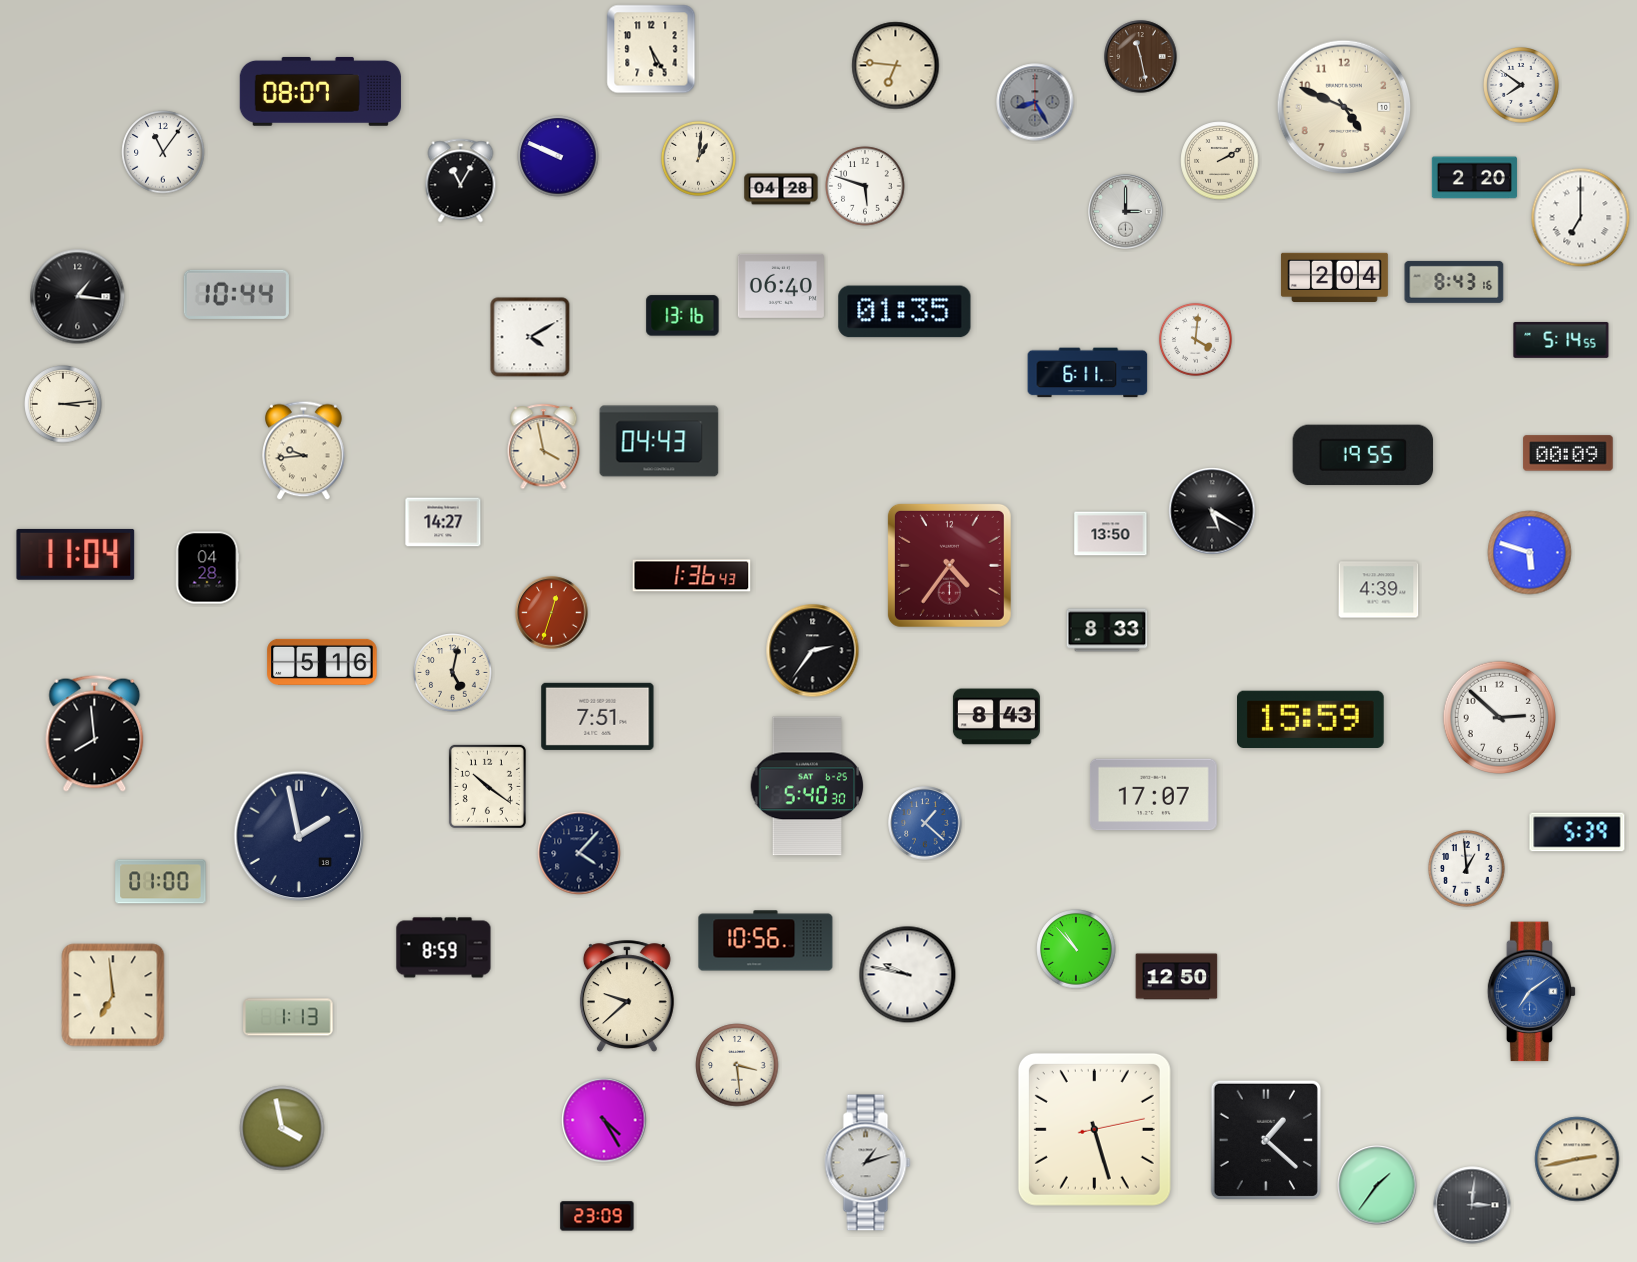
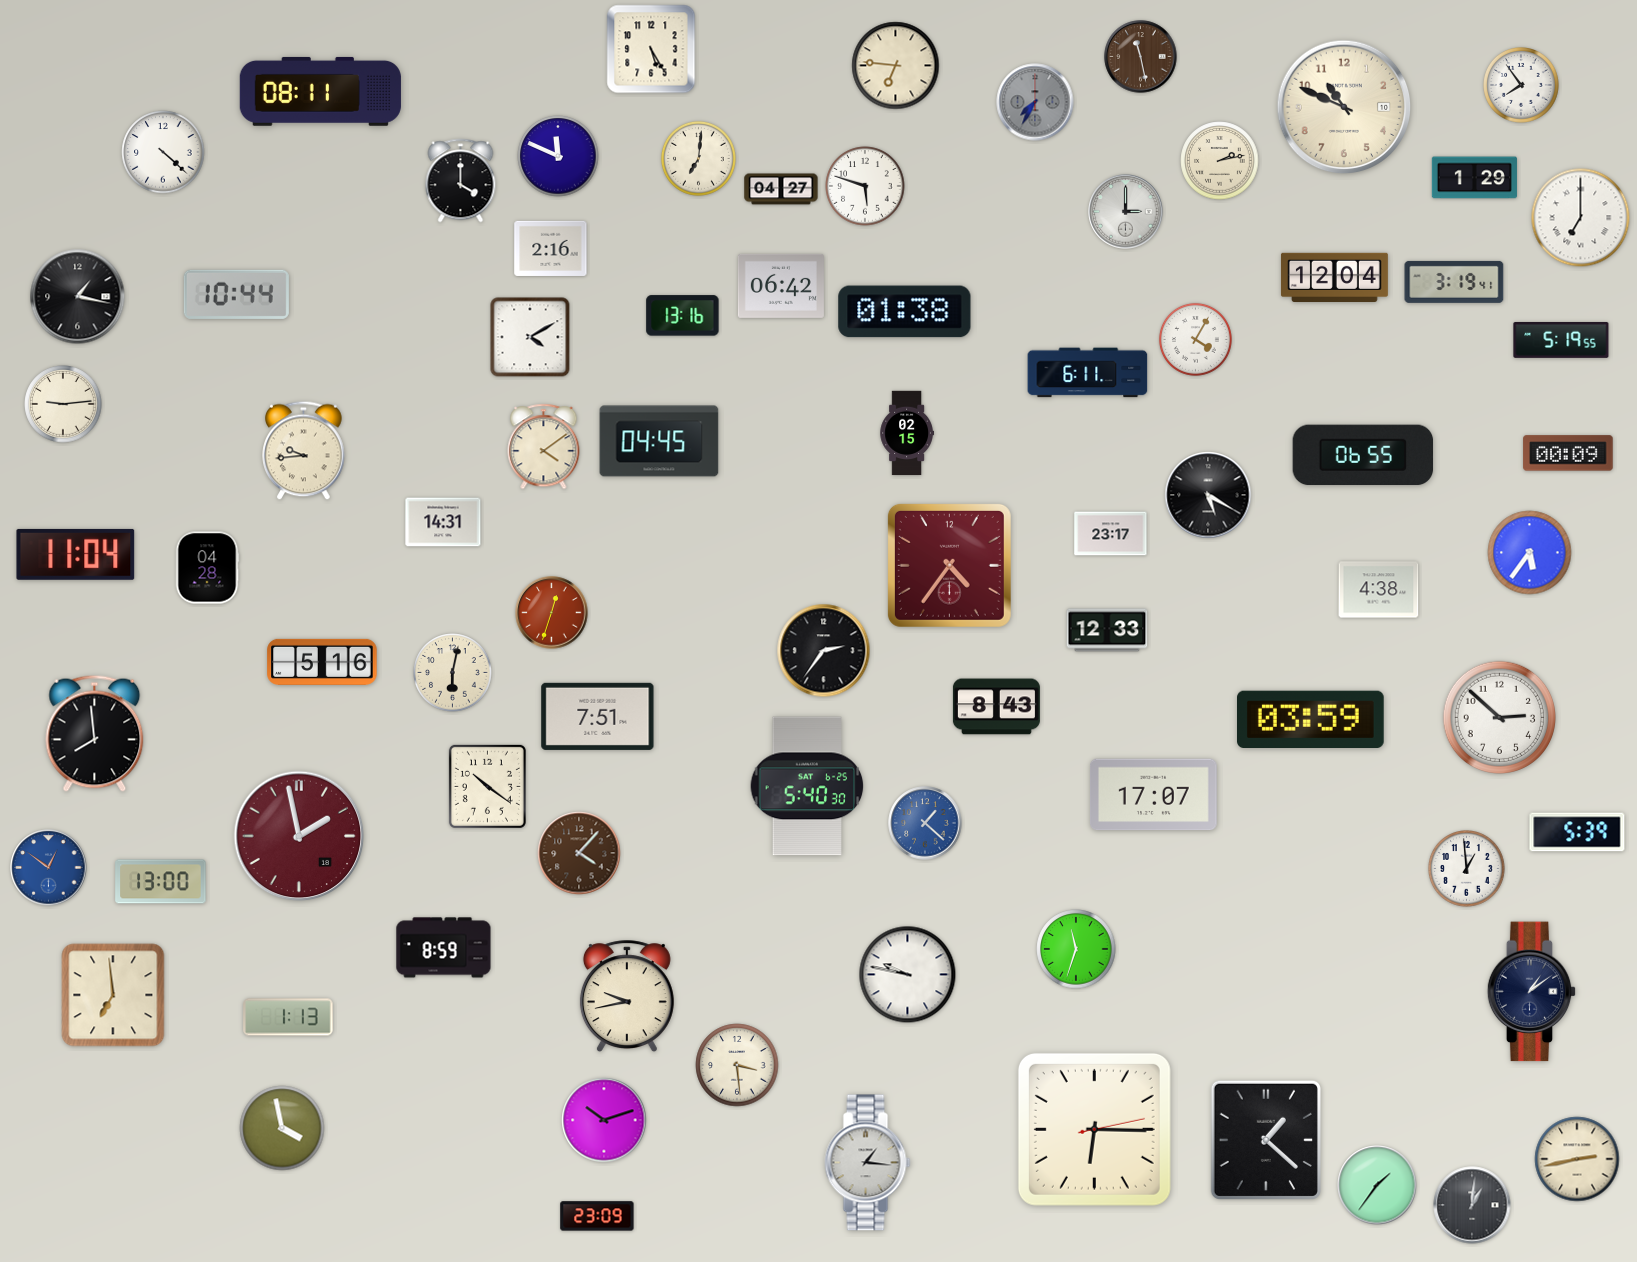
clock at (1522, 86): 7:51 -> 7:54
clock at (320, 91): 08:07 -> 08:11
clock at (1035, 102): 8:25 -> 7:35
clock at (1344, 107): 4:49 -> 10:49
clock at (163, 152): 11:06 -> 4:22
clock at (558, 156): 9:49 -> 11:49
clock at (698, 158): 1:01 -> 7:01
clock at (1220, 161): 2:10 -> 2:13
clock at (1474, 178): 2:20 -> 1:29
clock at (461, 181): 11:05 -> 4:00
clock at (781, 189): 04:28 -> 04:27
clock at (551, 248): none -> 2:16
clock at (1334, 277): 2:04 -> 12:04
clock at (1454, 282): 8:43 -> 3:19
clock at (781, 286): 06:40 -> 06:42
clock at (78, 297): 1:16 -> 1:17
clock at (905, 312): 01:35 -> 01:38
clock at (1195, 339): 4:01 -> 4:05
clock at (1561, 340): 5:14 -> 5:19
clock at (63, 404): 3:14 -> 9:14
clock at (906, 433): none -> 02:15
clock at (659, 441): 04:43 -> 04:45
clock at (544, 447): 3:58 -> 4:09
clock at (1363, 455): 19:55 -> 06:55
clock at (1212, 511) position: (1212, 511) -> (1208, 495)
clock at (443, 522): 14:27 -> 14:31
clock at (1111, 534): 13:50 -> 23:17
clock at (1530, 553): 5:48 -> 5:36
clock at (692, 576): 1:36 -> none
clock at (1379, 590): 4:39 -> 4:38
clock at (1107, 630): 8:33 -> 12:33
clock at (813, 651) position: (813, 651) -> (824, 651)
clock at (453, 673): 5:02 -> 6:02
clock at (996, 717) position: (996, 717) -> (996, 707)
clock at (1311, 719): 15:59 -> 03:59
clock at (299, 836) dial: navy -> burgundy
clock at (579, 853) dial: navy -> brown
clock at (49, 868): none -> 12:51
clock at (161, 882): 01:00 -> 13:00
clock at (766, 941): 10:56 -> none
clock at (1076, 949): 10:53 -> 11:33
clock at (1177, 977): 12:50 -> none
clock at (1532, 992): 7:09 -> 1:09
clock at (1532, 992) dial: blue -> navy
clock at (627, 997): 9:38 -> 9:43
clock at (604, 1120): 4:25 -> 10:12
clock at (1094, 1129): 5:27 -> 6:15
clock at (868, 1163): 1:12 -> 1:16
clock at (1472, 1205): 3:01 -> 1:01
